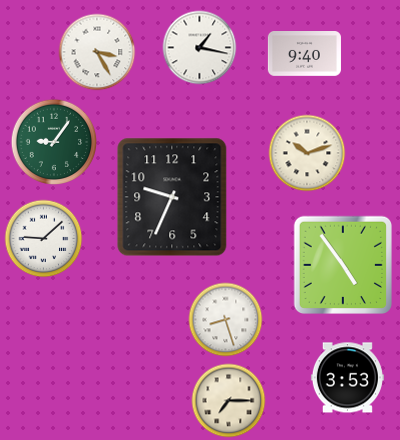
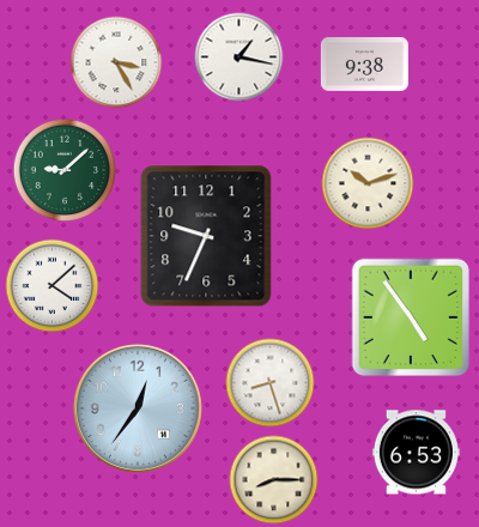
clock at (304, 54): 9:40 -> 9:38
clock at (54, 142): 9:06 -> 9:08
clock at (44, 239): 9:08 -> 4:08
clock at (138, 408): none -> 12:36
clock at (347, 378): 3:53 -> 6:53
clock at (229, 401): 7:15 -> 8:15
